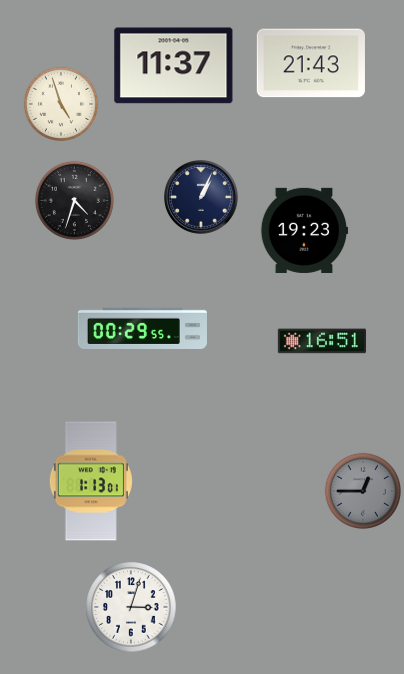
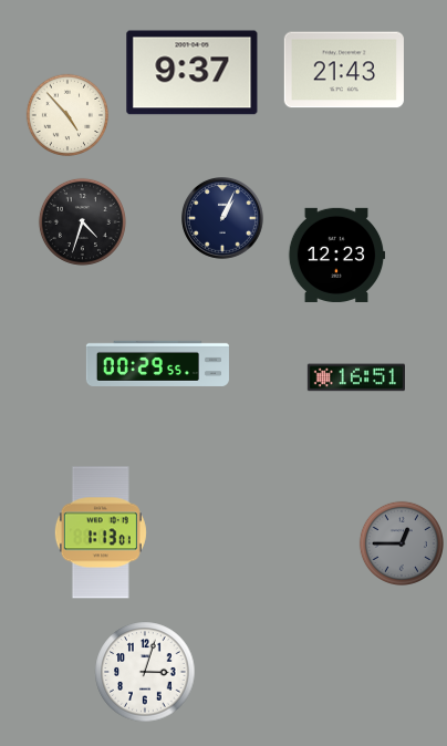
clock at (174, 66): 11:37 -> 9:37
clock at (61, 104): 4:57 -> 4:53
clock at (304, 230): 19:23 -> 12:23
